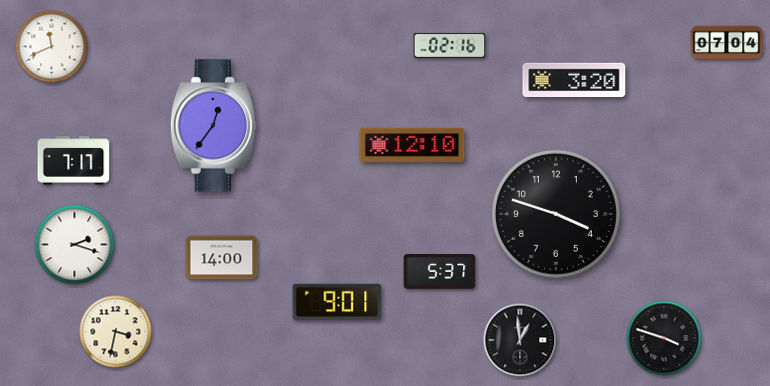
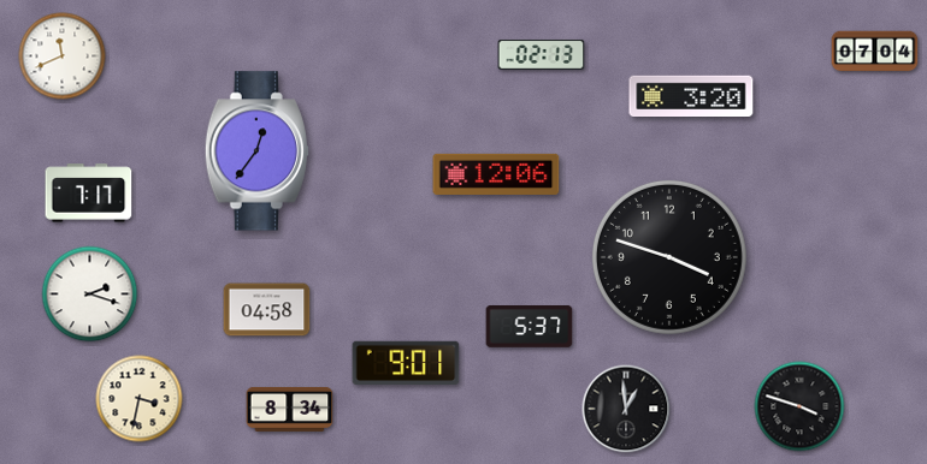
clock at (450, 46): 02:16 -> 02:13
clock at (412, 145): 12:10 -> 12:06
clock at (222, 258): 14:00 -> 04:58
clock at (290, 409): none -> 8:34
